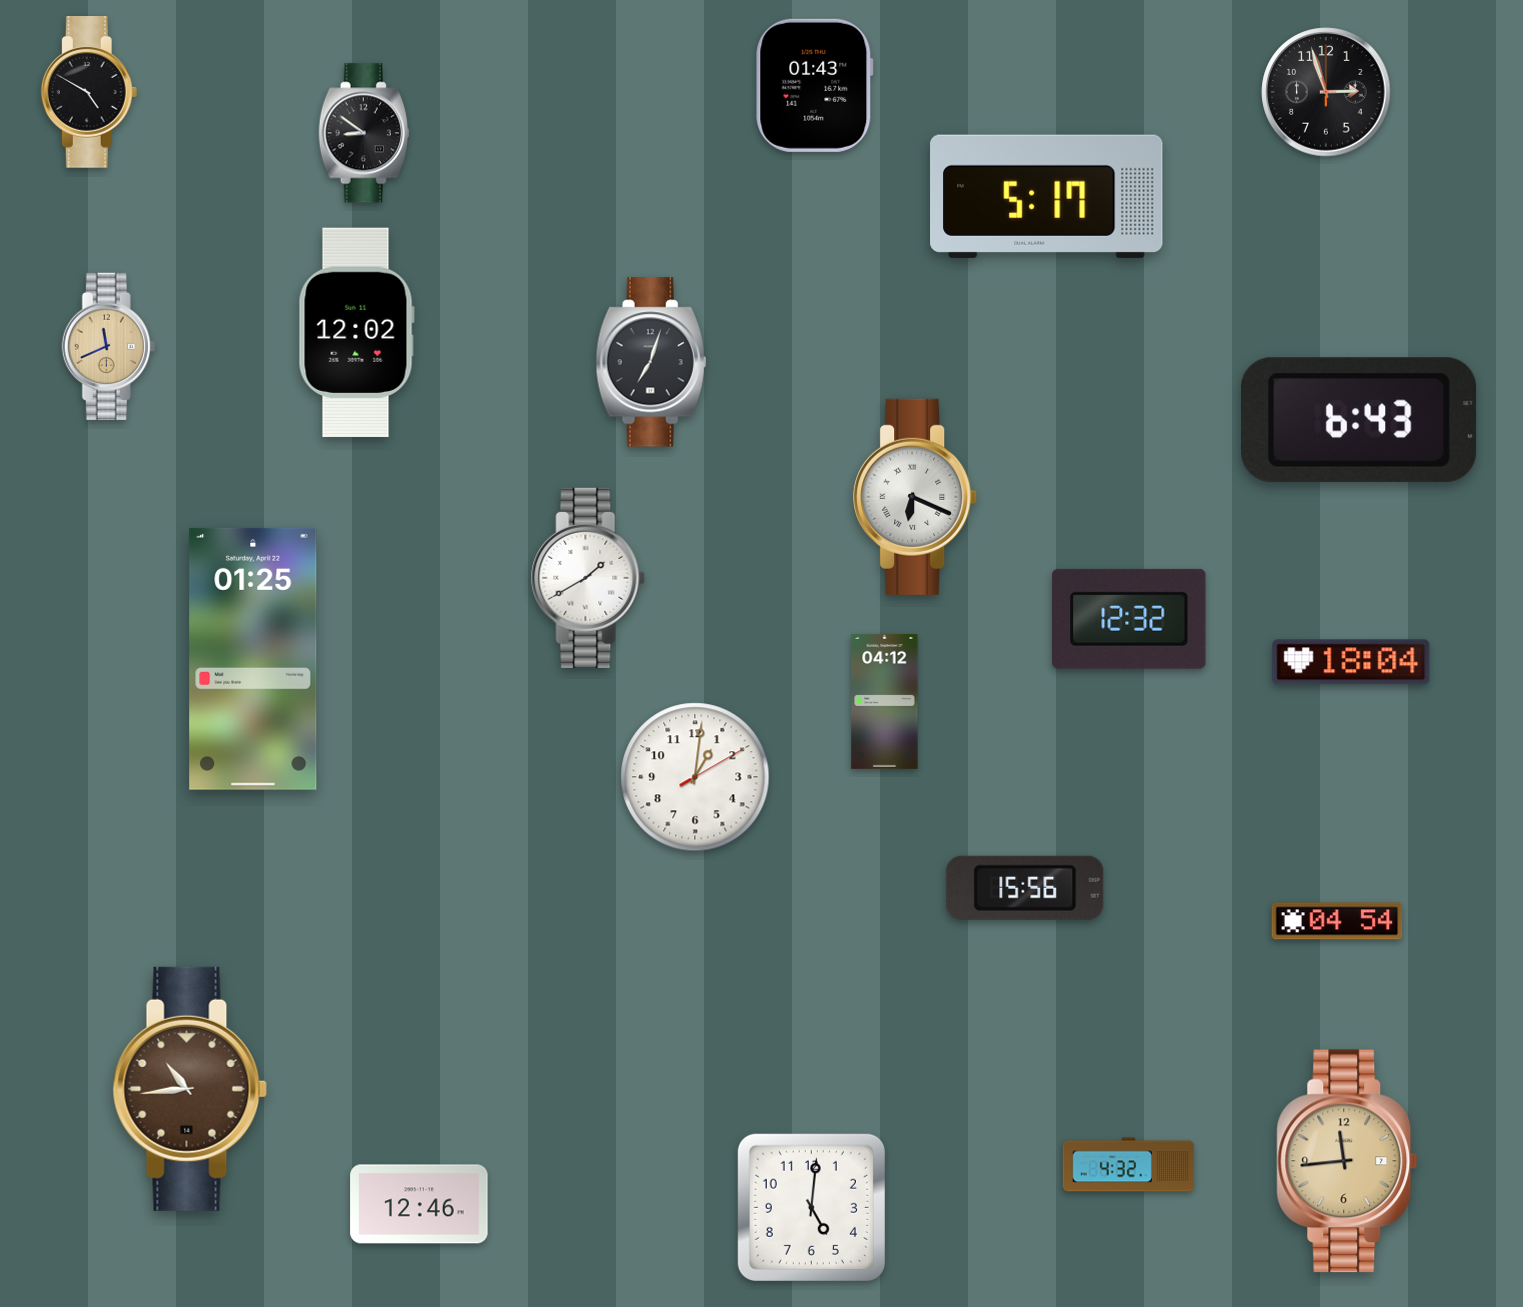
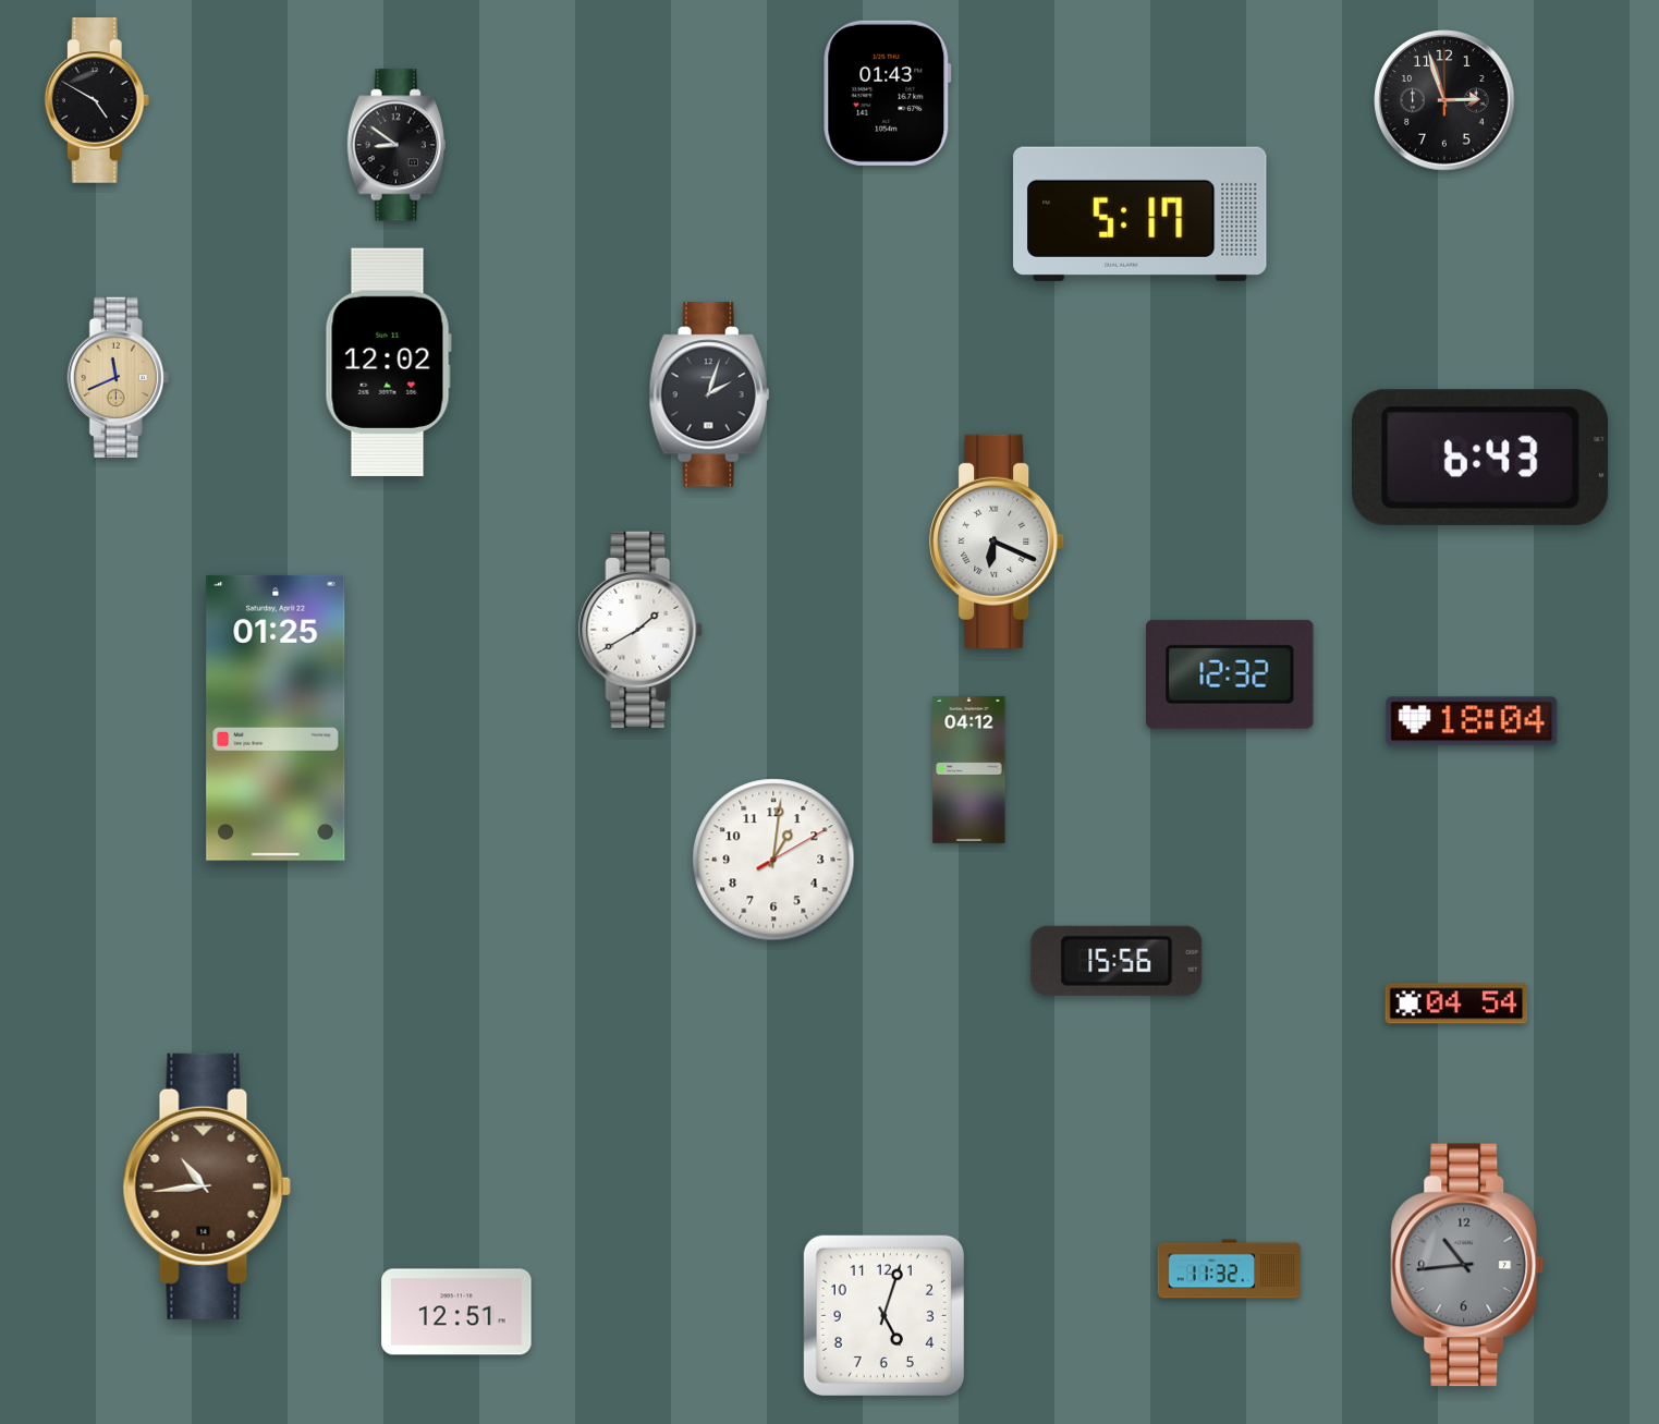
clock at (651, 362): 7:03 -> 2:03
clock at (885, 701) position: (885, 701) -> (969, 769)
clock at (695, 777) position: (695, 777) -> (773, 860)
clock at (1025, 888) position: (1025, 888) -> (1117, 961)
clock at (1347, 1161): 11:44 -> 10:44
clock at (1347, 1161) dial: champagne -> grey
clock at (1129, 1165): 4:32 -> 11:32
clock at (419, 1204): 12:46 -> 12:51
clock at (811, 1207): 5:01 -> 5:03
